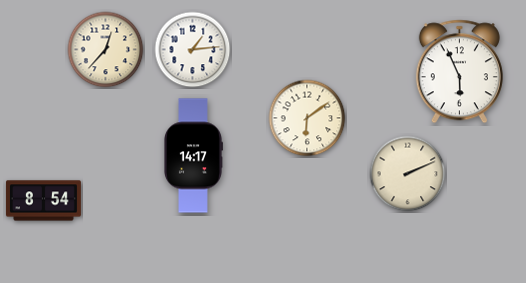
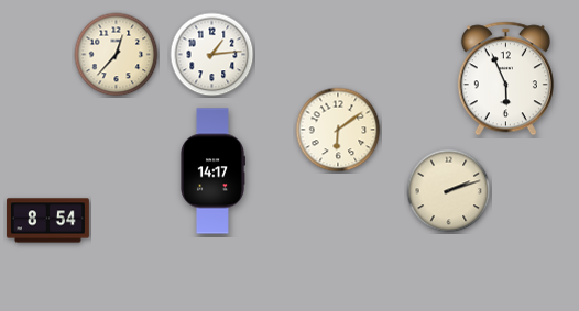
clock at (408, 174): 2:11 -> 2:12
